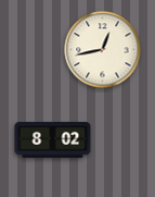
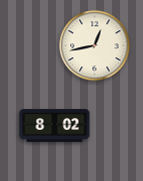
clock at (53, 140) position: (53, 140) -> (55, 126)
